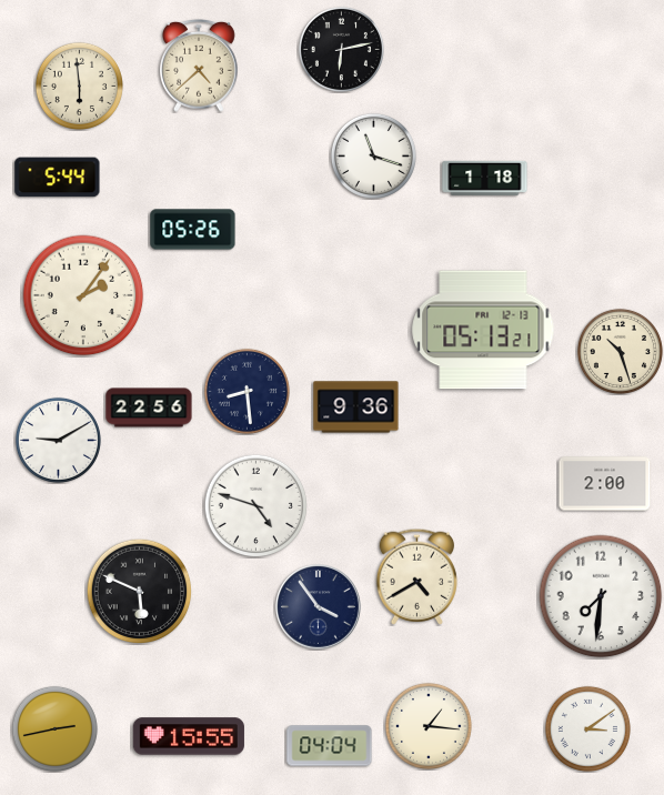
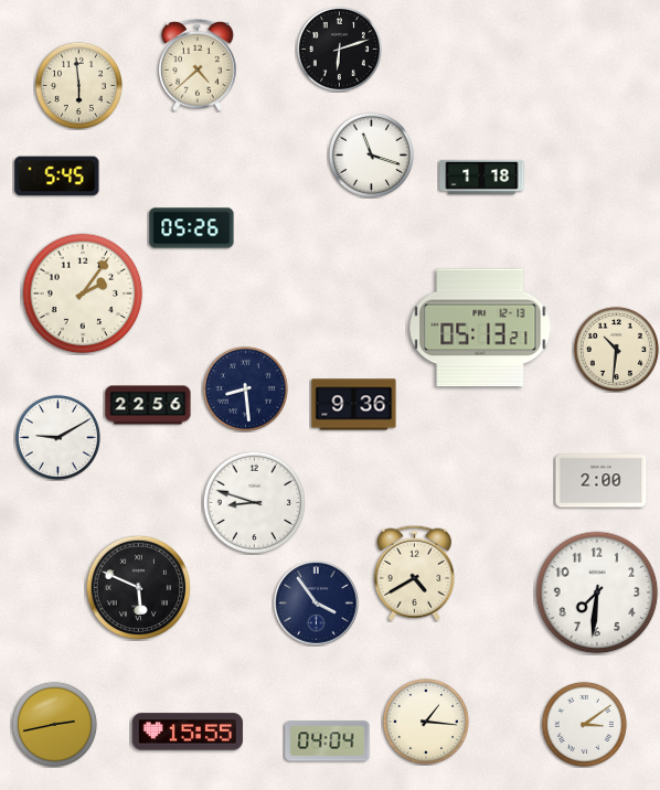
clock at (341, 49): 6:13 -> 6:12
clock at (58, 178): 5:44 -> 5:45
clock at (620, 351): 10:27 -> 10:31
clock at (255, 505): 4:48 -> 8:48
